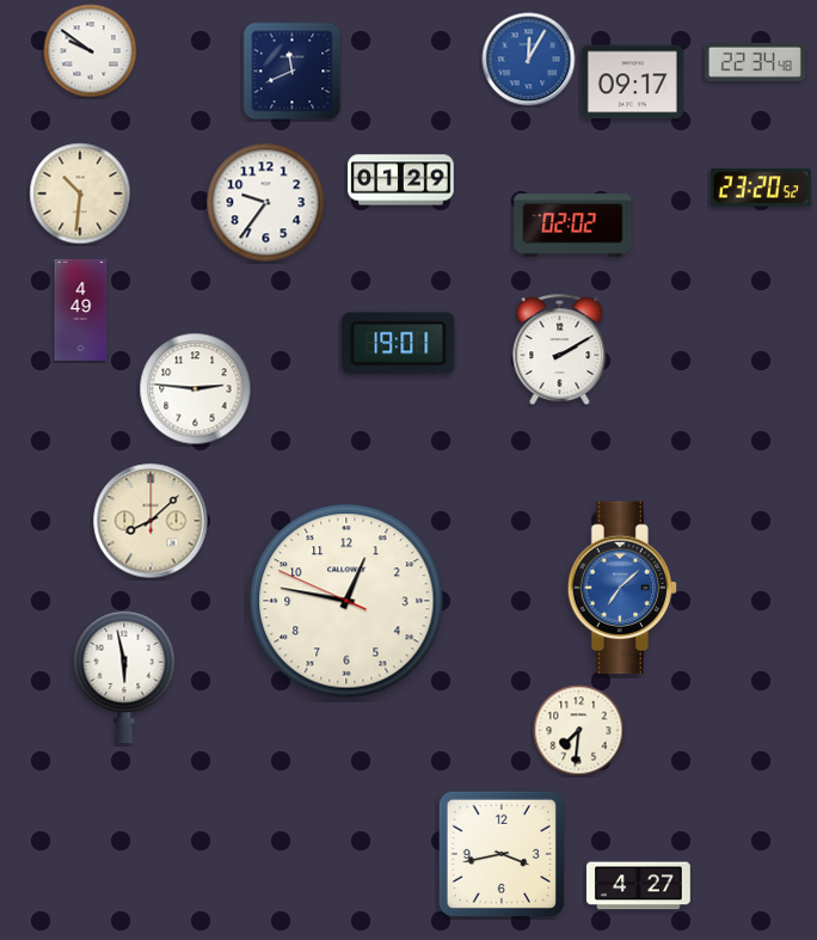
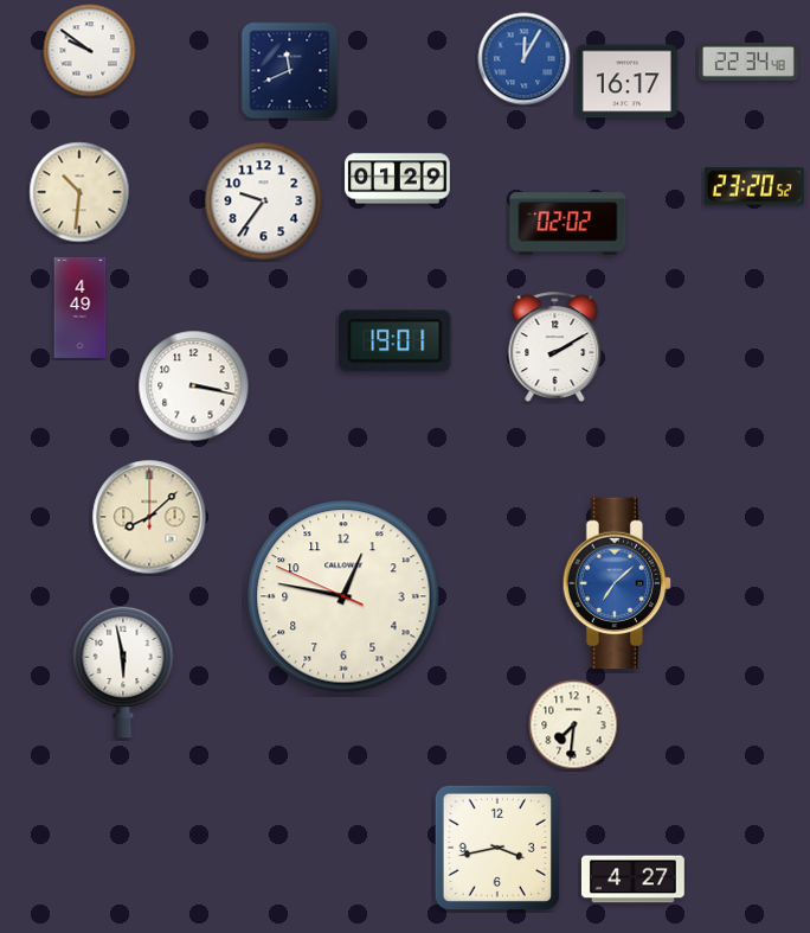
clock at (632, 82): 09:17 -> 16:17
clock at (196, 389): 2:46 -> 3:17
